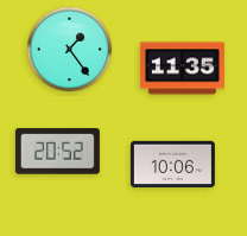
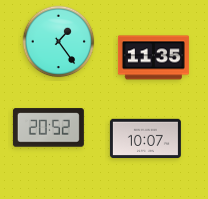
clock at (172, 165): 10:06 -> 10:07
